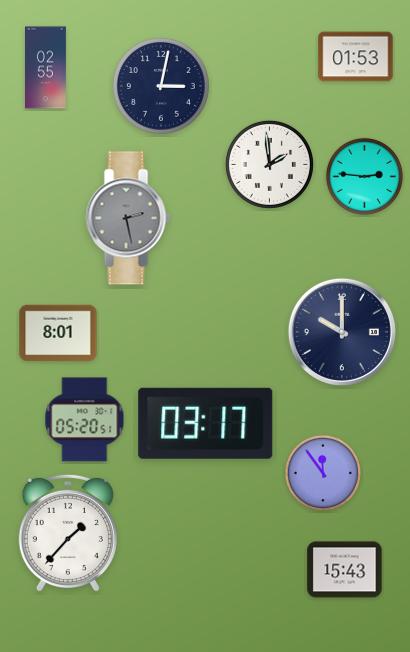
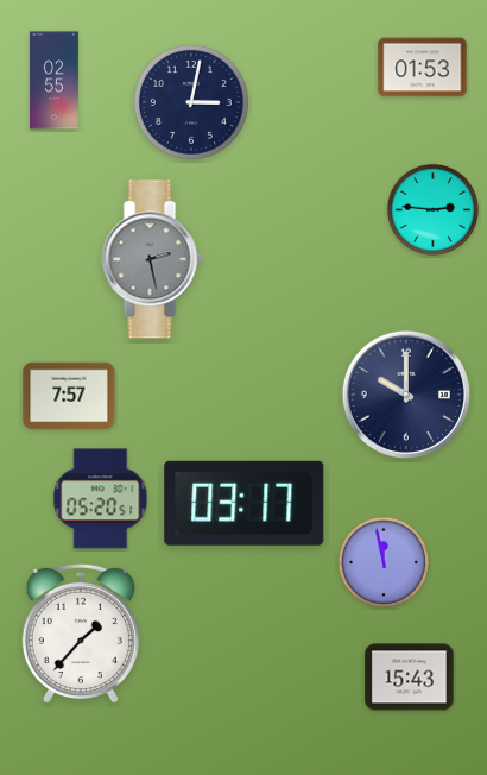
clock at (269, 164): 1:59 -> none
clock at (58, 333): 8:01 -> 7:57
clock at (323, 473): 11:54 -> 11:58
